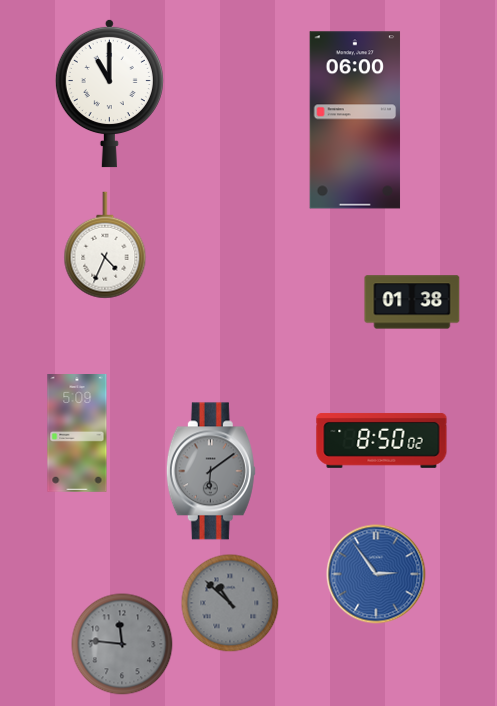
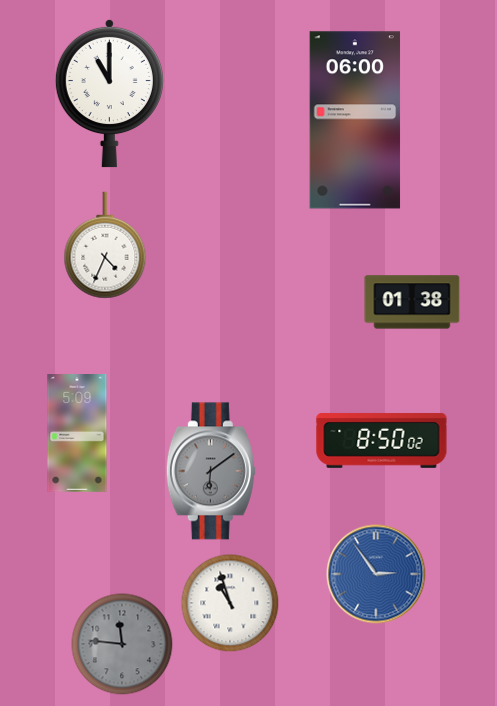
clock at (230, 603): 10:52 -> 10:57
clock at (230, 603) dial: grey -> white
